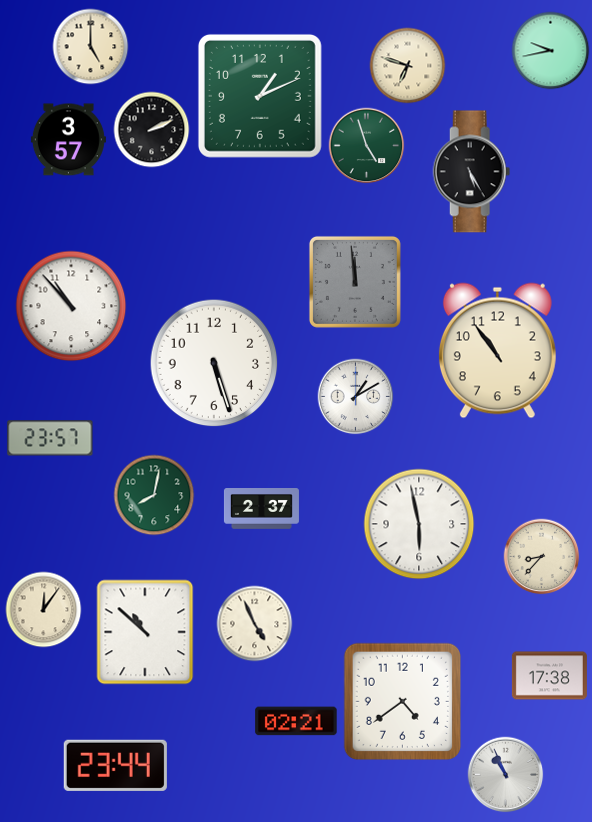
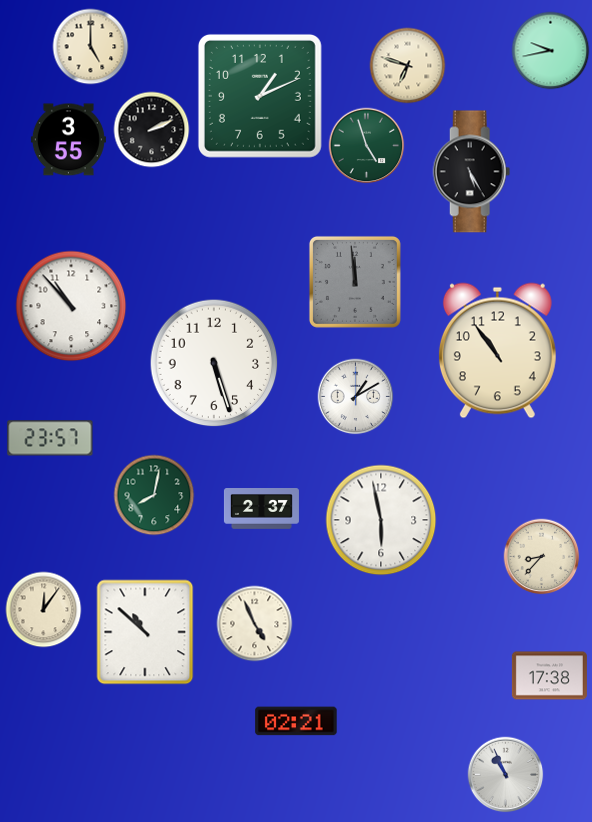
clock at (68, 140): 3:57 -> 3:55
clock at (419, 524) position: (419, 524) -> (381, 520)
clock at (402, 701): 4:39 -> none
clock at (115, 765): 23:44 -> none
